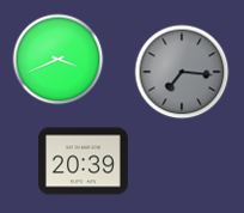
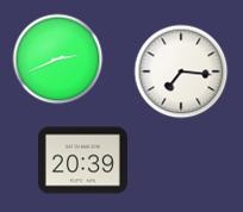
clock at (59, 60): 3:41 -> 2:41
clock at (182, 72) dial: grey -> white
